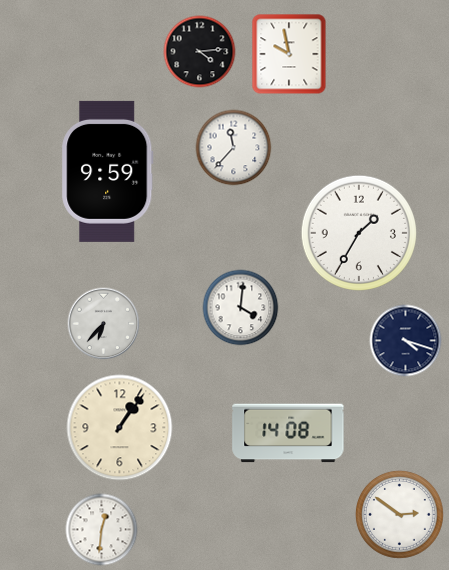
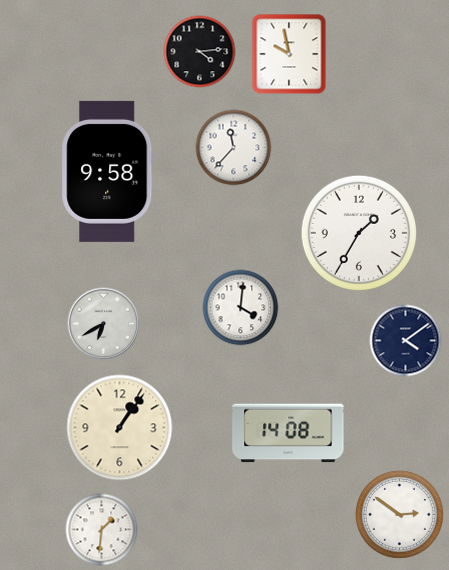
clock at (108, 171): 9:59 -> 9:58
clock at (104, 324): 6:37 -> 6:40
clock at (406, 341): 4:18 -> 4:09
clock at (102, 530): 12:31 -> 1:31
